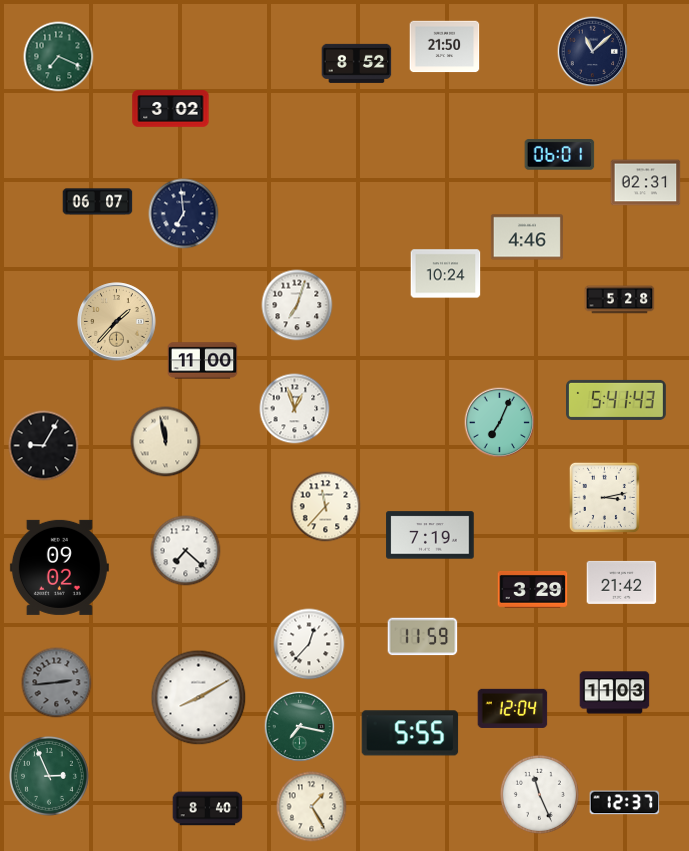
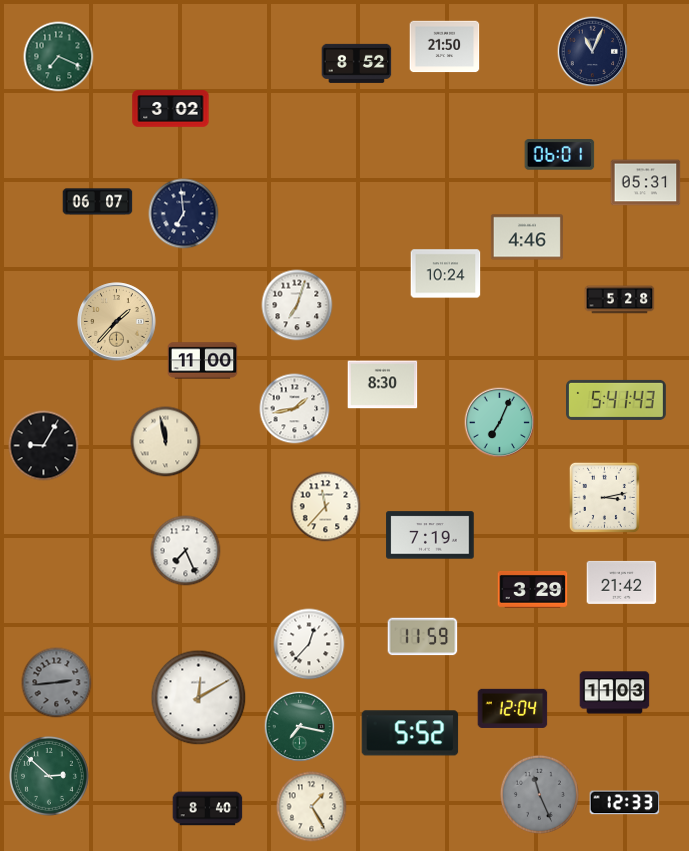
clock at (593, 52): 11:08 -> 11:04
clock at (646, 183): 02:31 -> 05:31
clock at (383, 385): none -> 8:30
clock at (295, 409): 12:57 -> 1:43
clock at (186, 551): 7:22 -> 7:26
clock at (59, 567): 09:02 -> none
clock at (199, 698): 8:10 -> 12:10
clock at (410, 733): 5:55 -> 5:52
clock at (49, 776): 2:56 -> 2:52
clock at (539, 794) dial: white -> grey
clock at (625, 803): 12:37 -> 12:33
